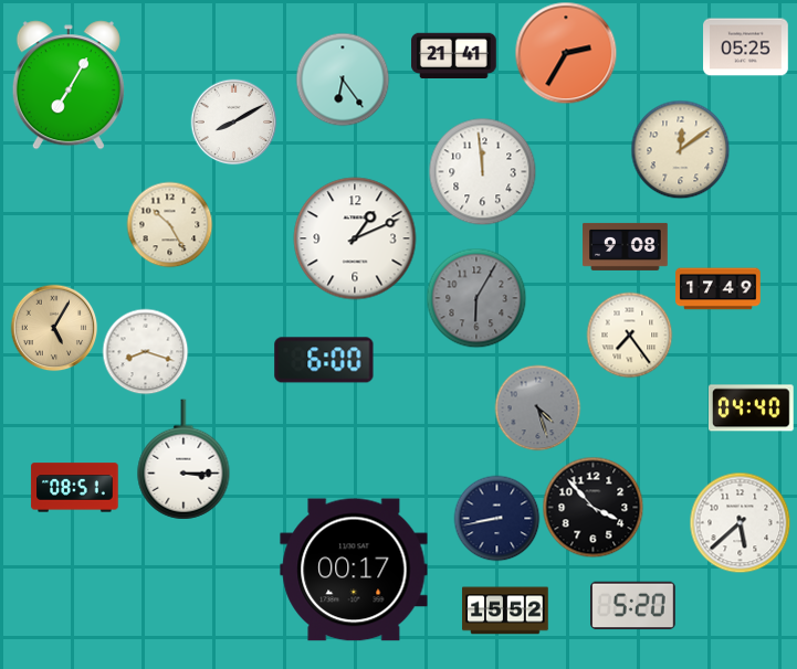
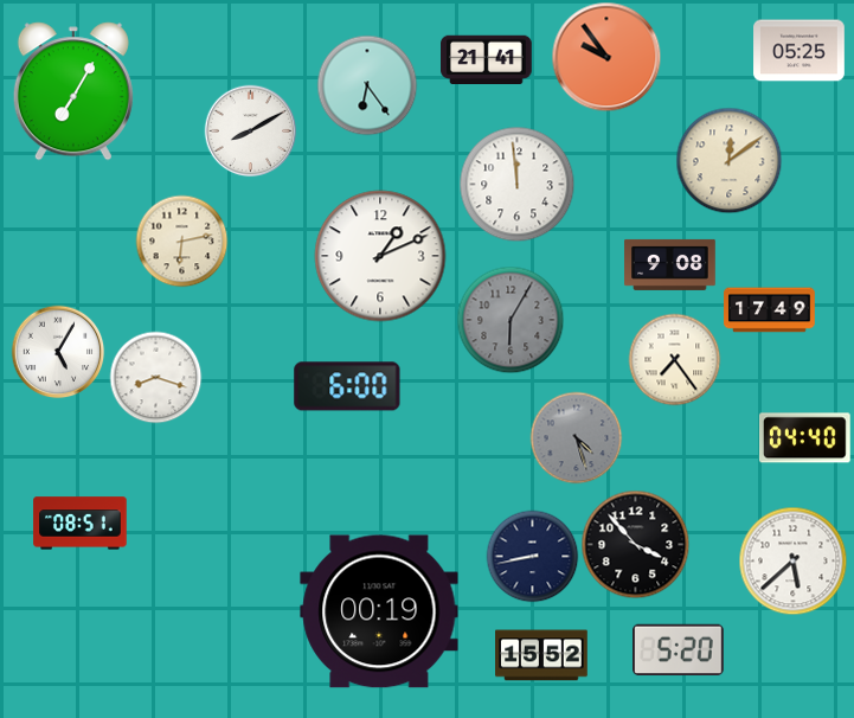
clock at (566, 53): 2:35 -> 9:54
clock at (169, 224): 10:25 -> 6:13
clock at (54, 328) dial: champagne -> white
clock at (183, 459): 3:15 -> none
clock at (354, 570): 00:17 -> 00:19
